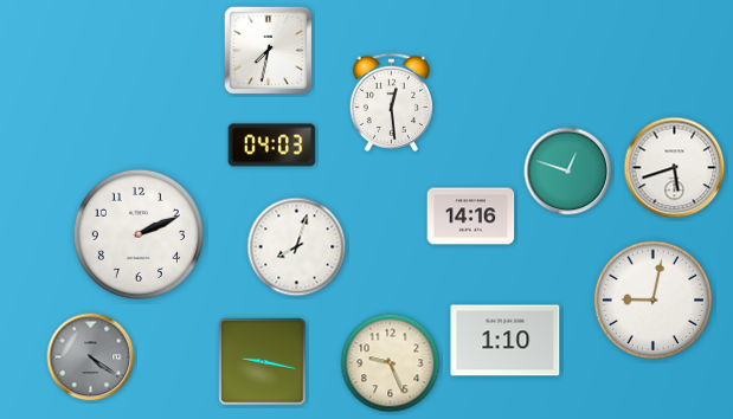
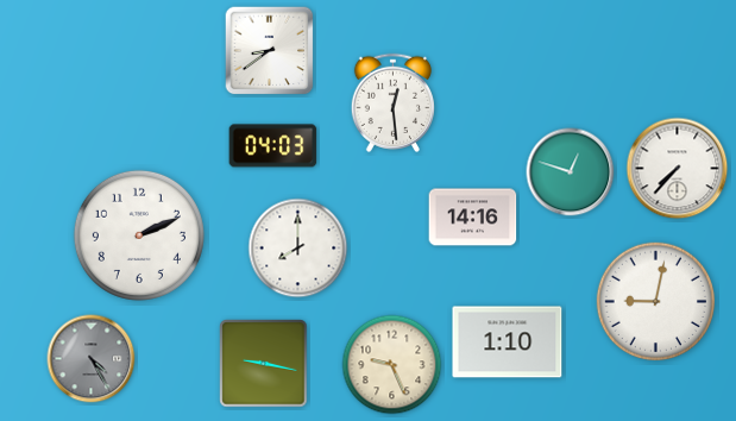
clock at (269, 51): 7:32 -> 8:39
clock at (675, 168): 5:42 -> 7:37
clock at (297, 247): 8:03 -> 8:00
clock at (91, 357): 4:21 -> 4:25
